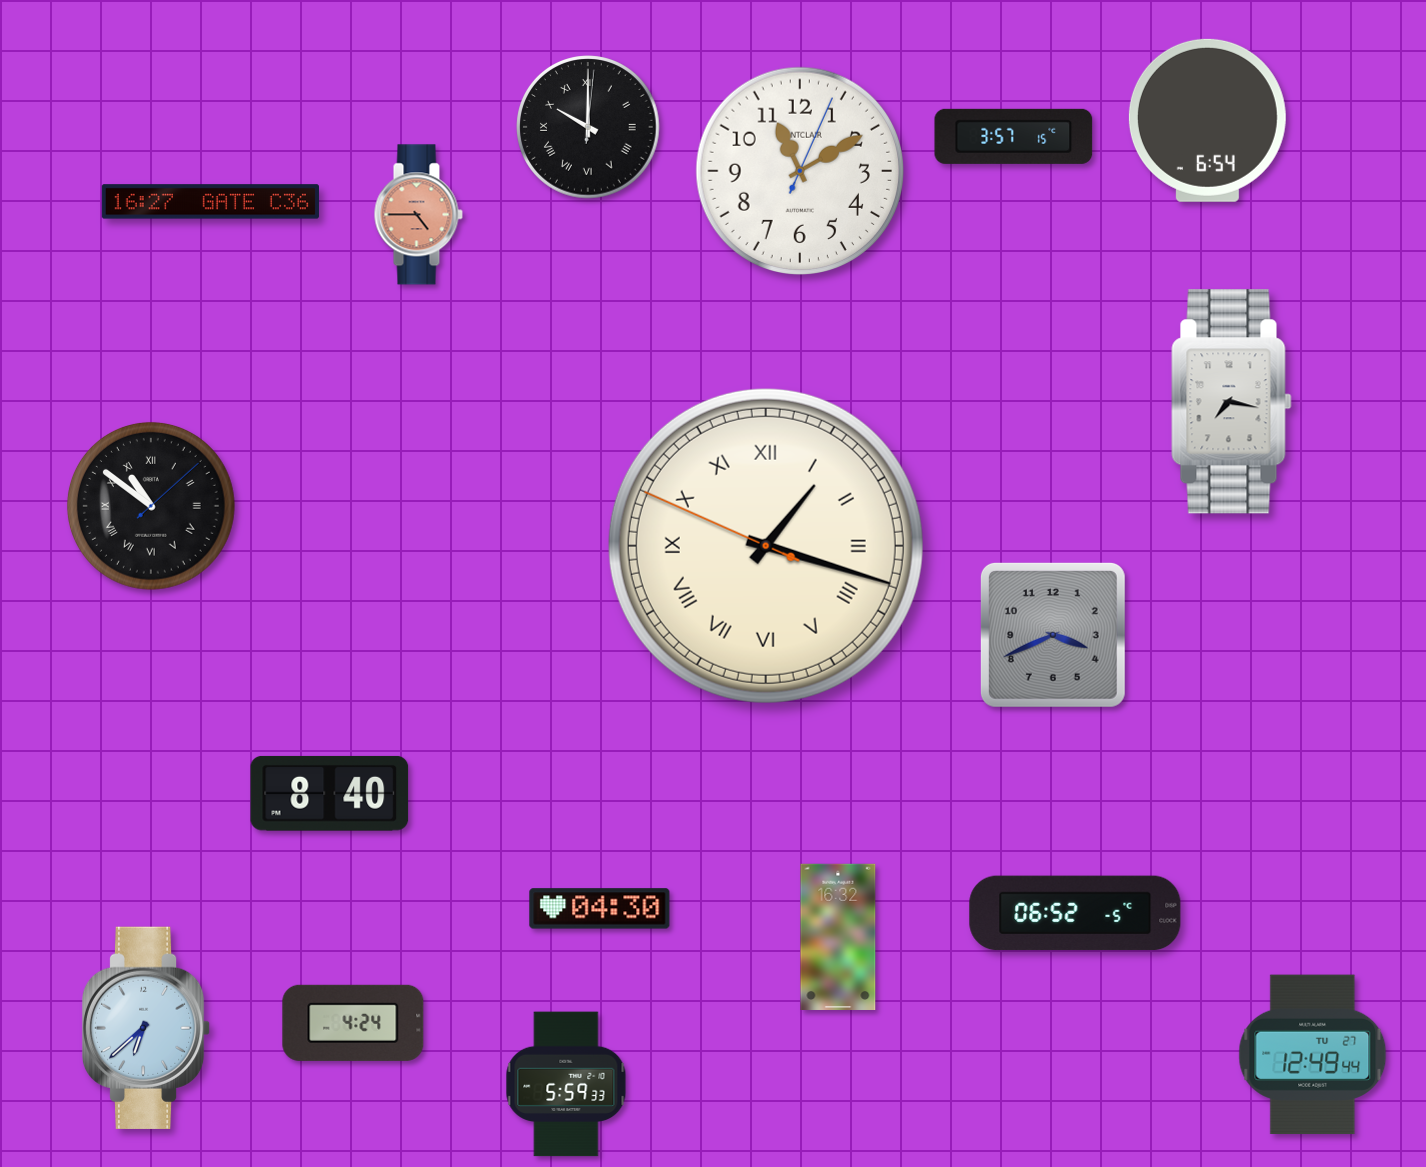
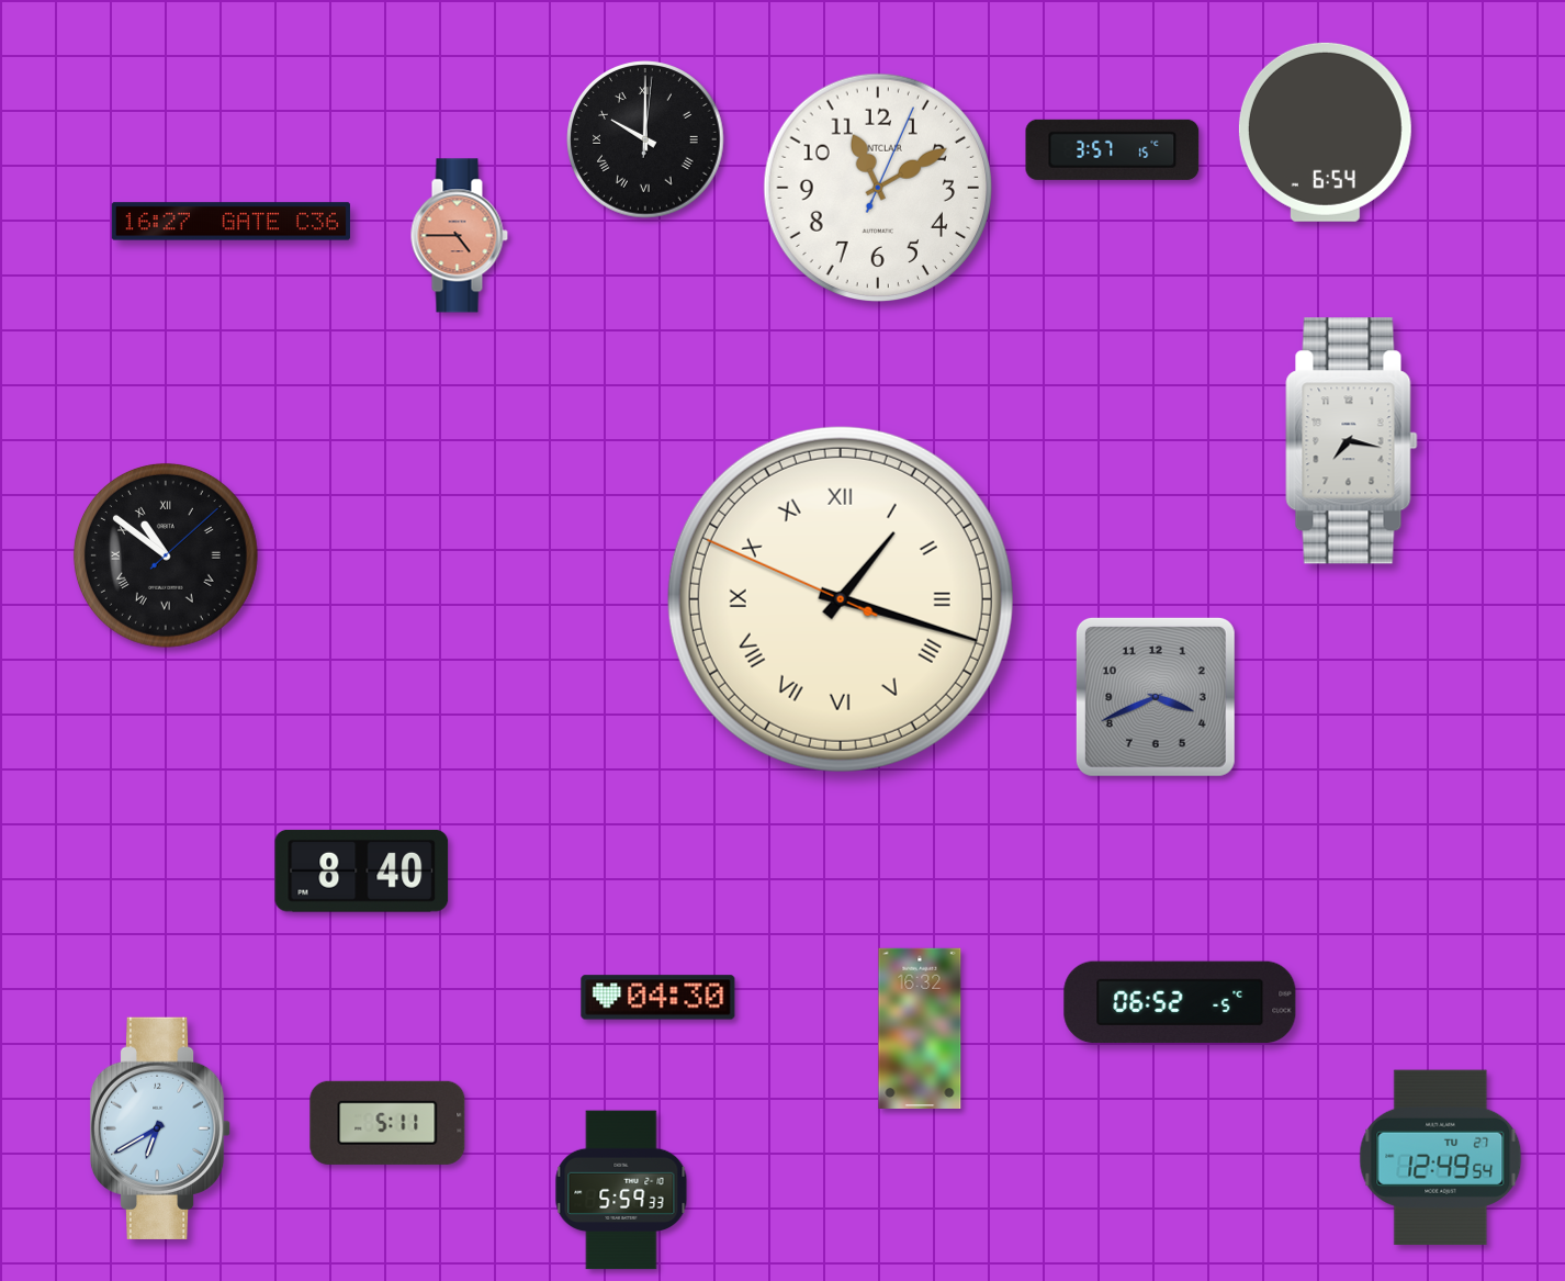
clock at (353, 1023): 4:24 -> 5:11
clock at (146, 1028): 6:38 -> 6:40
clock at (1313, 1055): 12:49:44 -> 12:49:54
